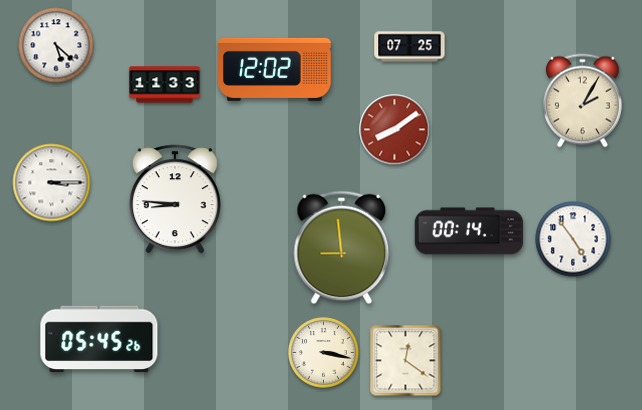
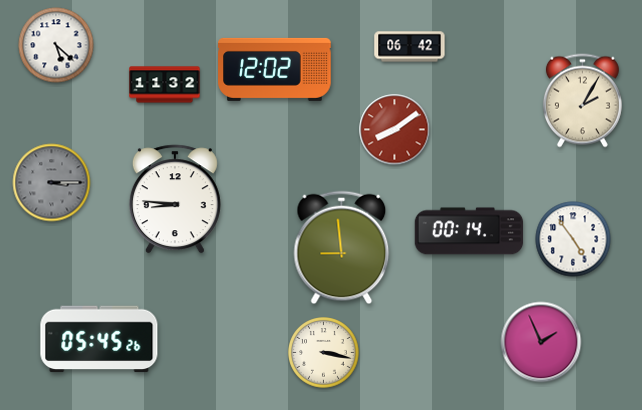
clock at (410, 47): 07:25 -> 06:42
clock at (165, 85): 11:33 -> 11:32
clock at (52, 183) dial: white -> grey
clock at (541, 342): none -> 1:56
clock at (406, 361): 12:21 -> none
